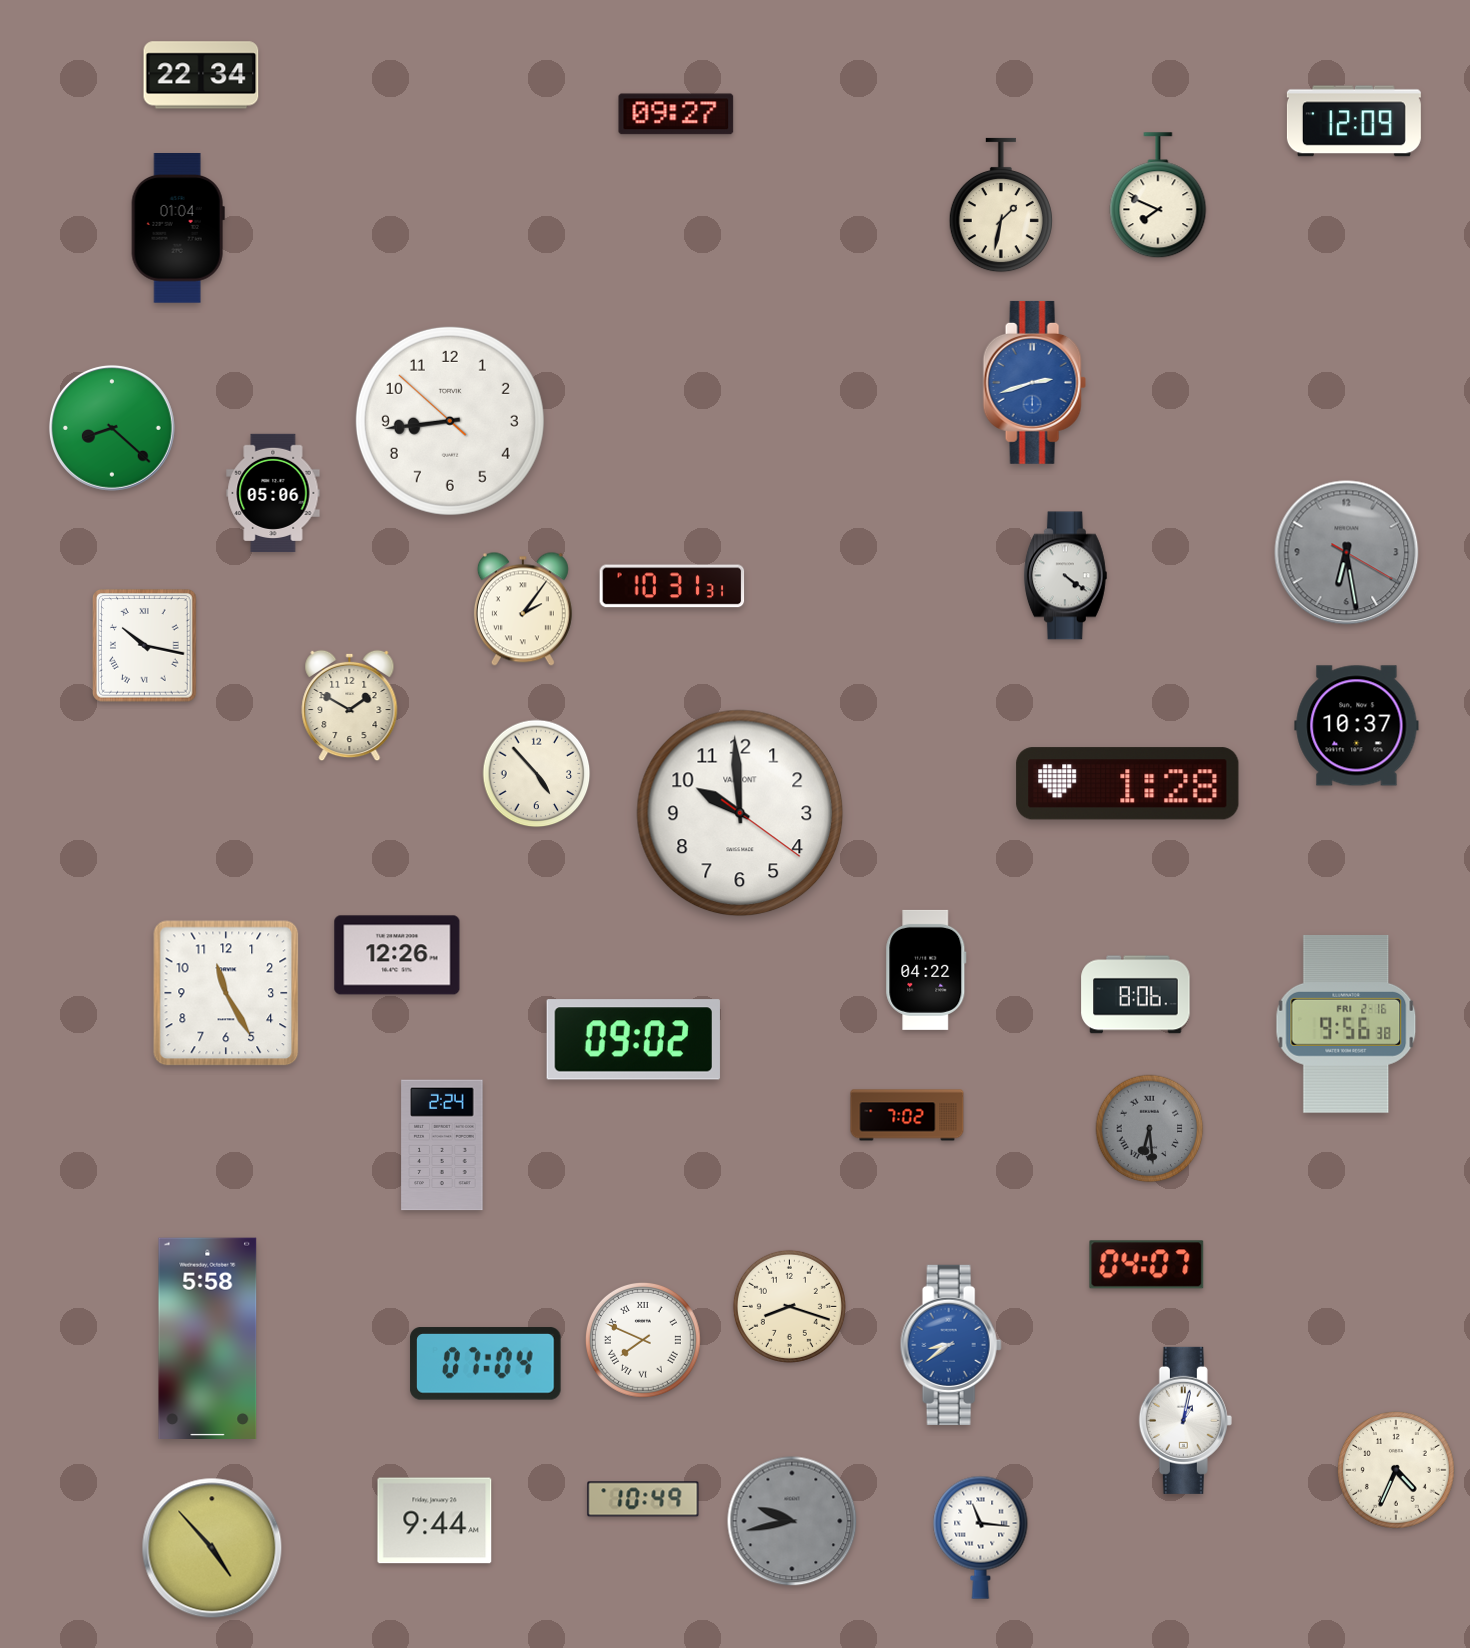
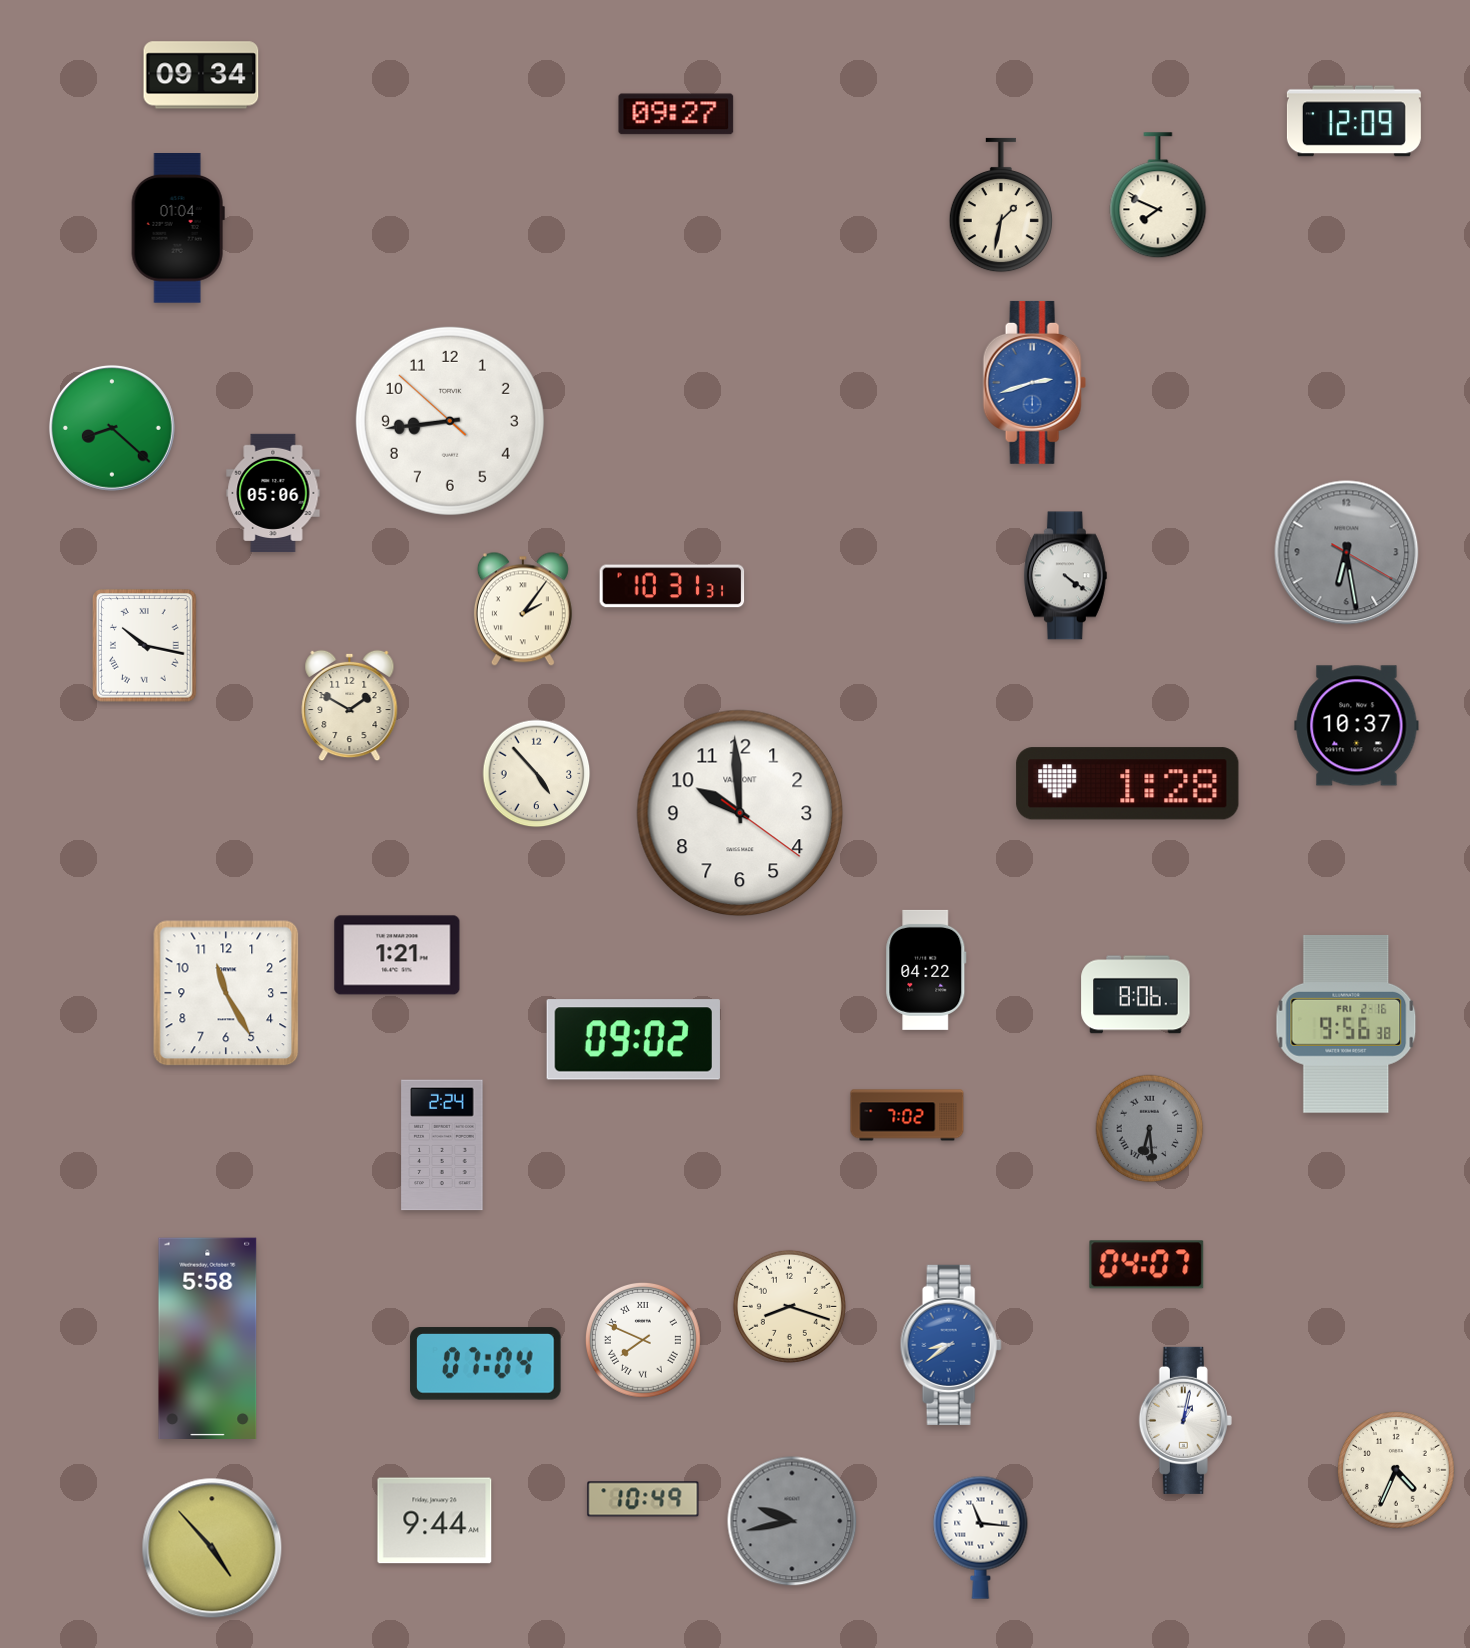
clock at (201, 75): 22:34 -> 09:34
clock at (397, 955): 12:26 -> 1:21
